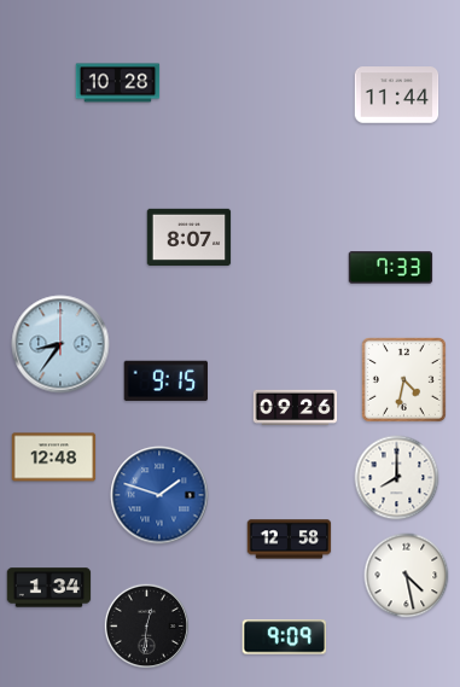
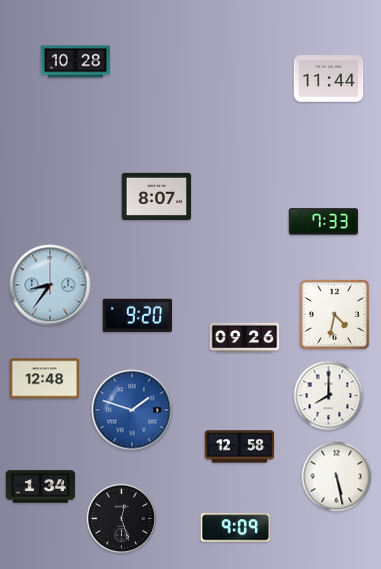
clock at (118, 83) position: (118, 83) -> (76, 62)
clock at (165, 380): 9:15 -> 9:20
clock at (407, 576): 4:28 -> 5:28
clock at (146, 625): 12:31 -> 12:27
